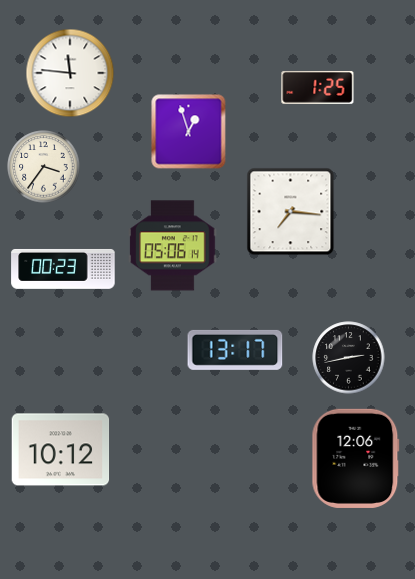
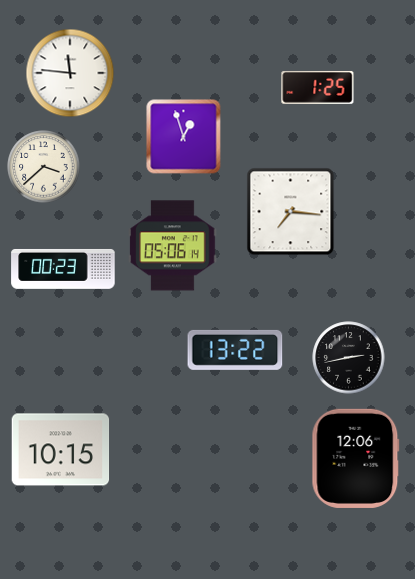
clock at (189, 132) position: (189, 132) -> (184, 137)
clock at (44, 167): 3:36 -> 3:38
clock at (235, 350): 13:17 -> 13:22
clock at (61, 450): 10:12 -> 10:15
